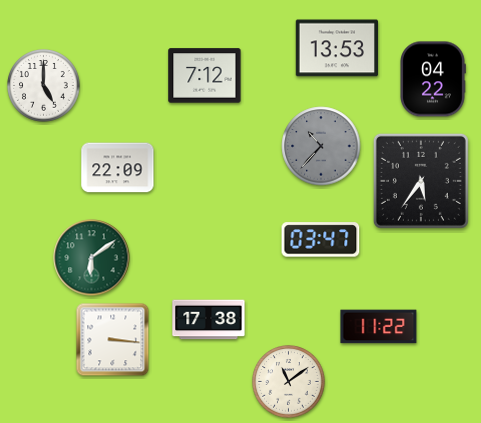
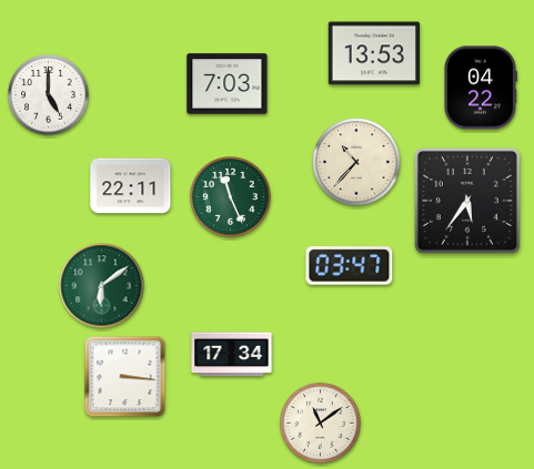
clock at (205, 76): 7:12 -> 7:03
clock at (321, 146) dial: grey -> cream
clock at (118, 168): 22:09 -> 22:11
clock at (231, 197): none -> 11:26
clock at (321, 240) position: (321, 240) -> (350, 266)
clock at (209, 320): 17:38 -> 17:34
clock at (379, 327): 11:22 -> none
